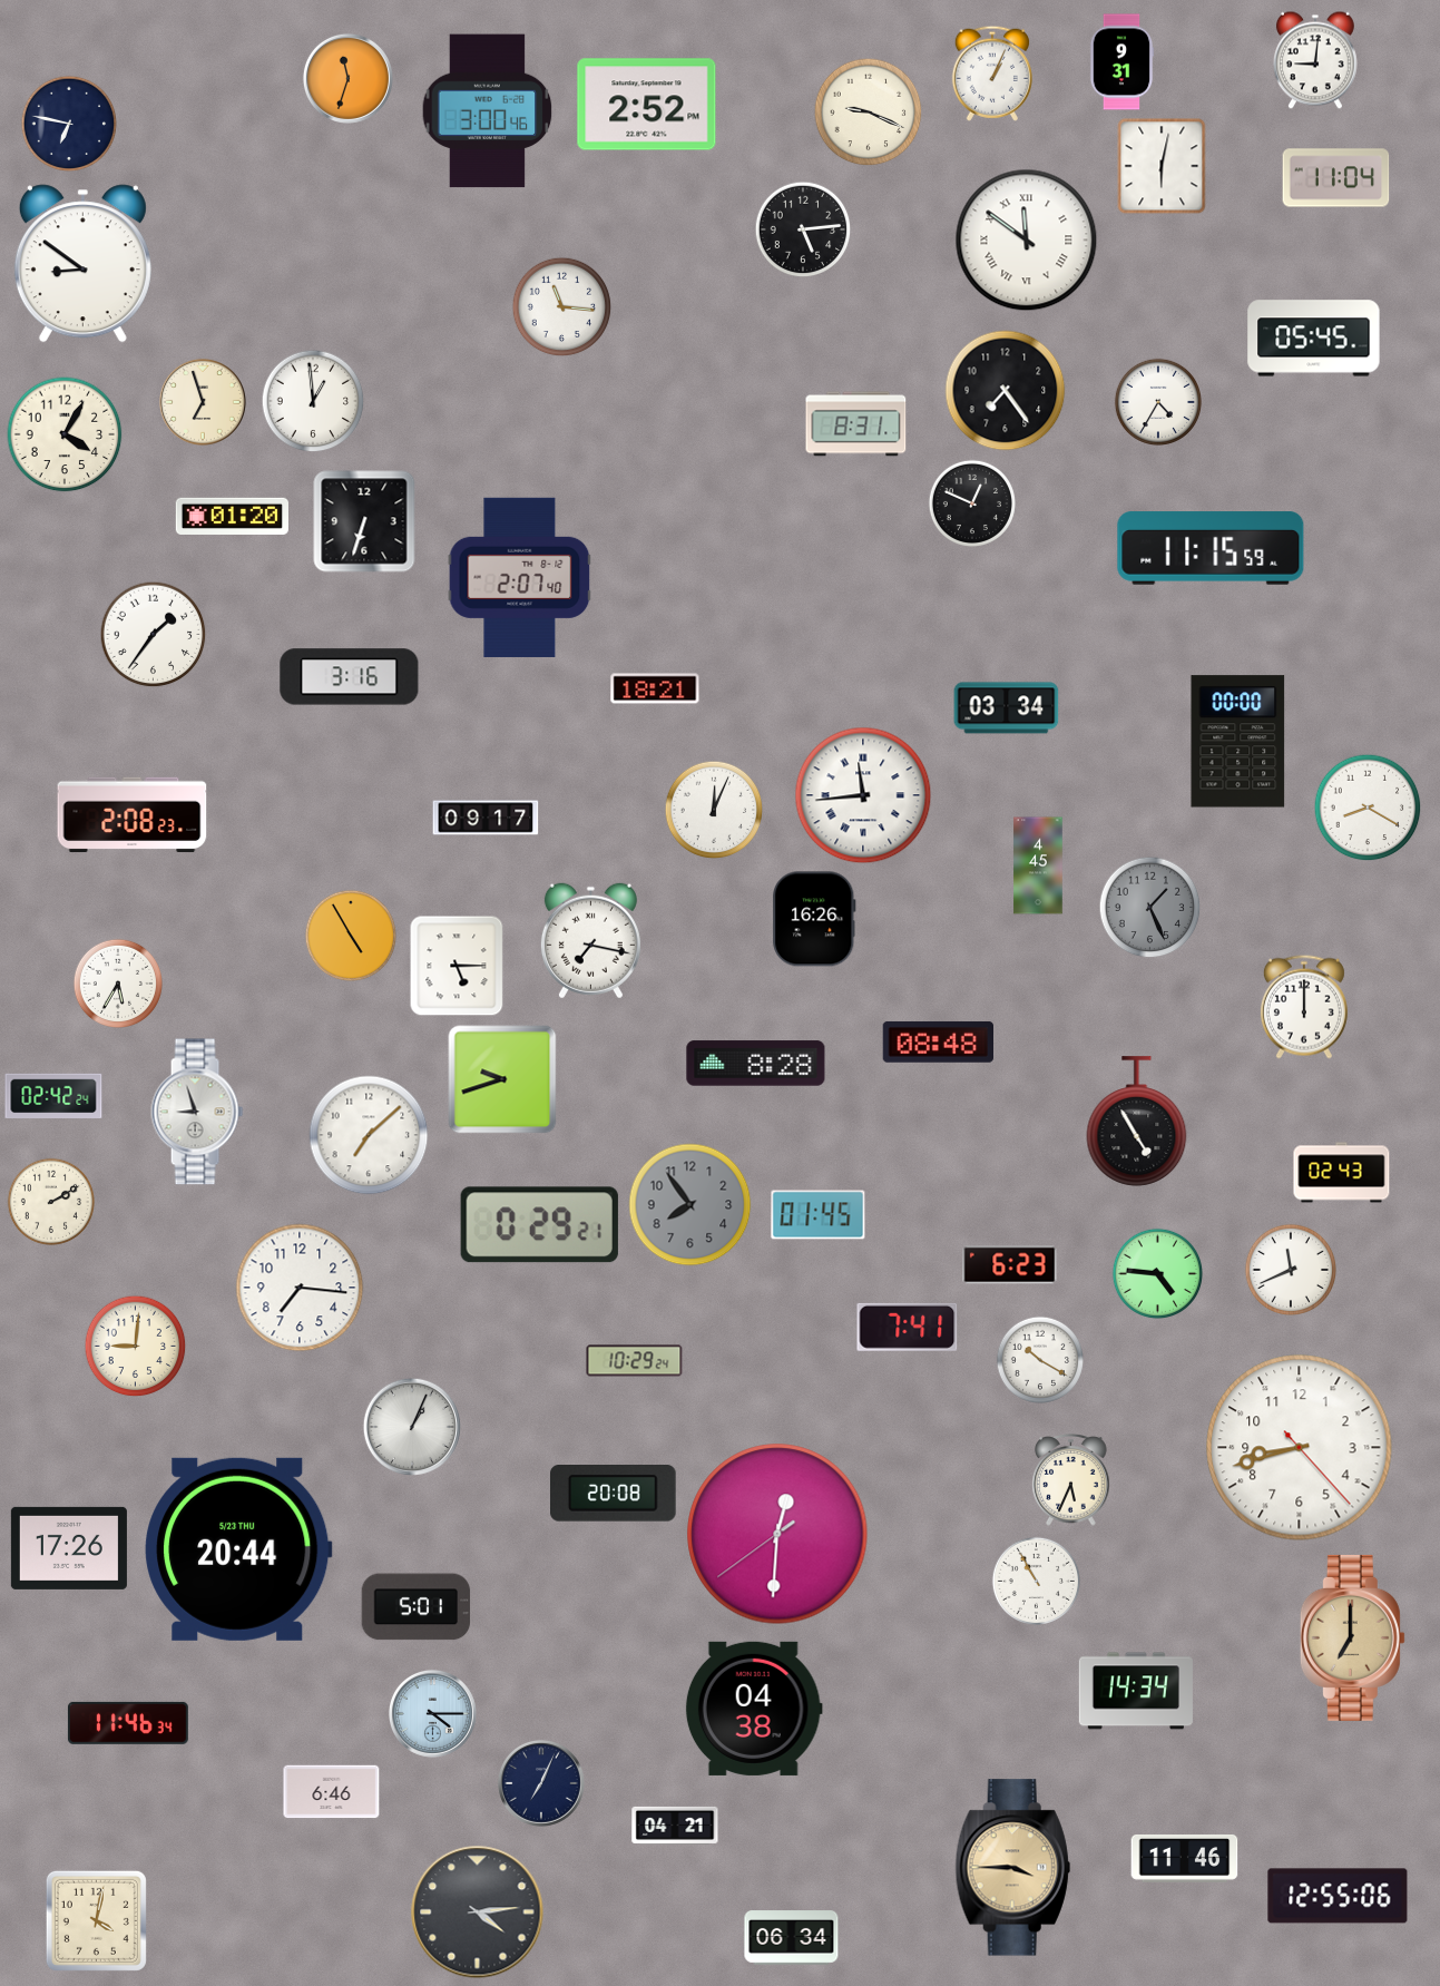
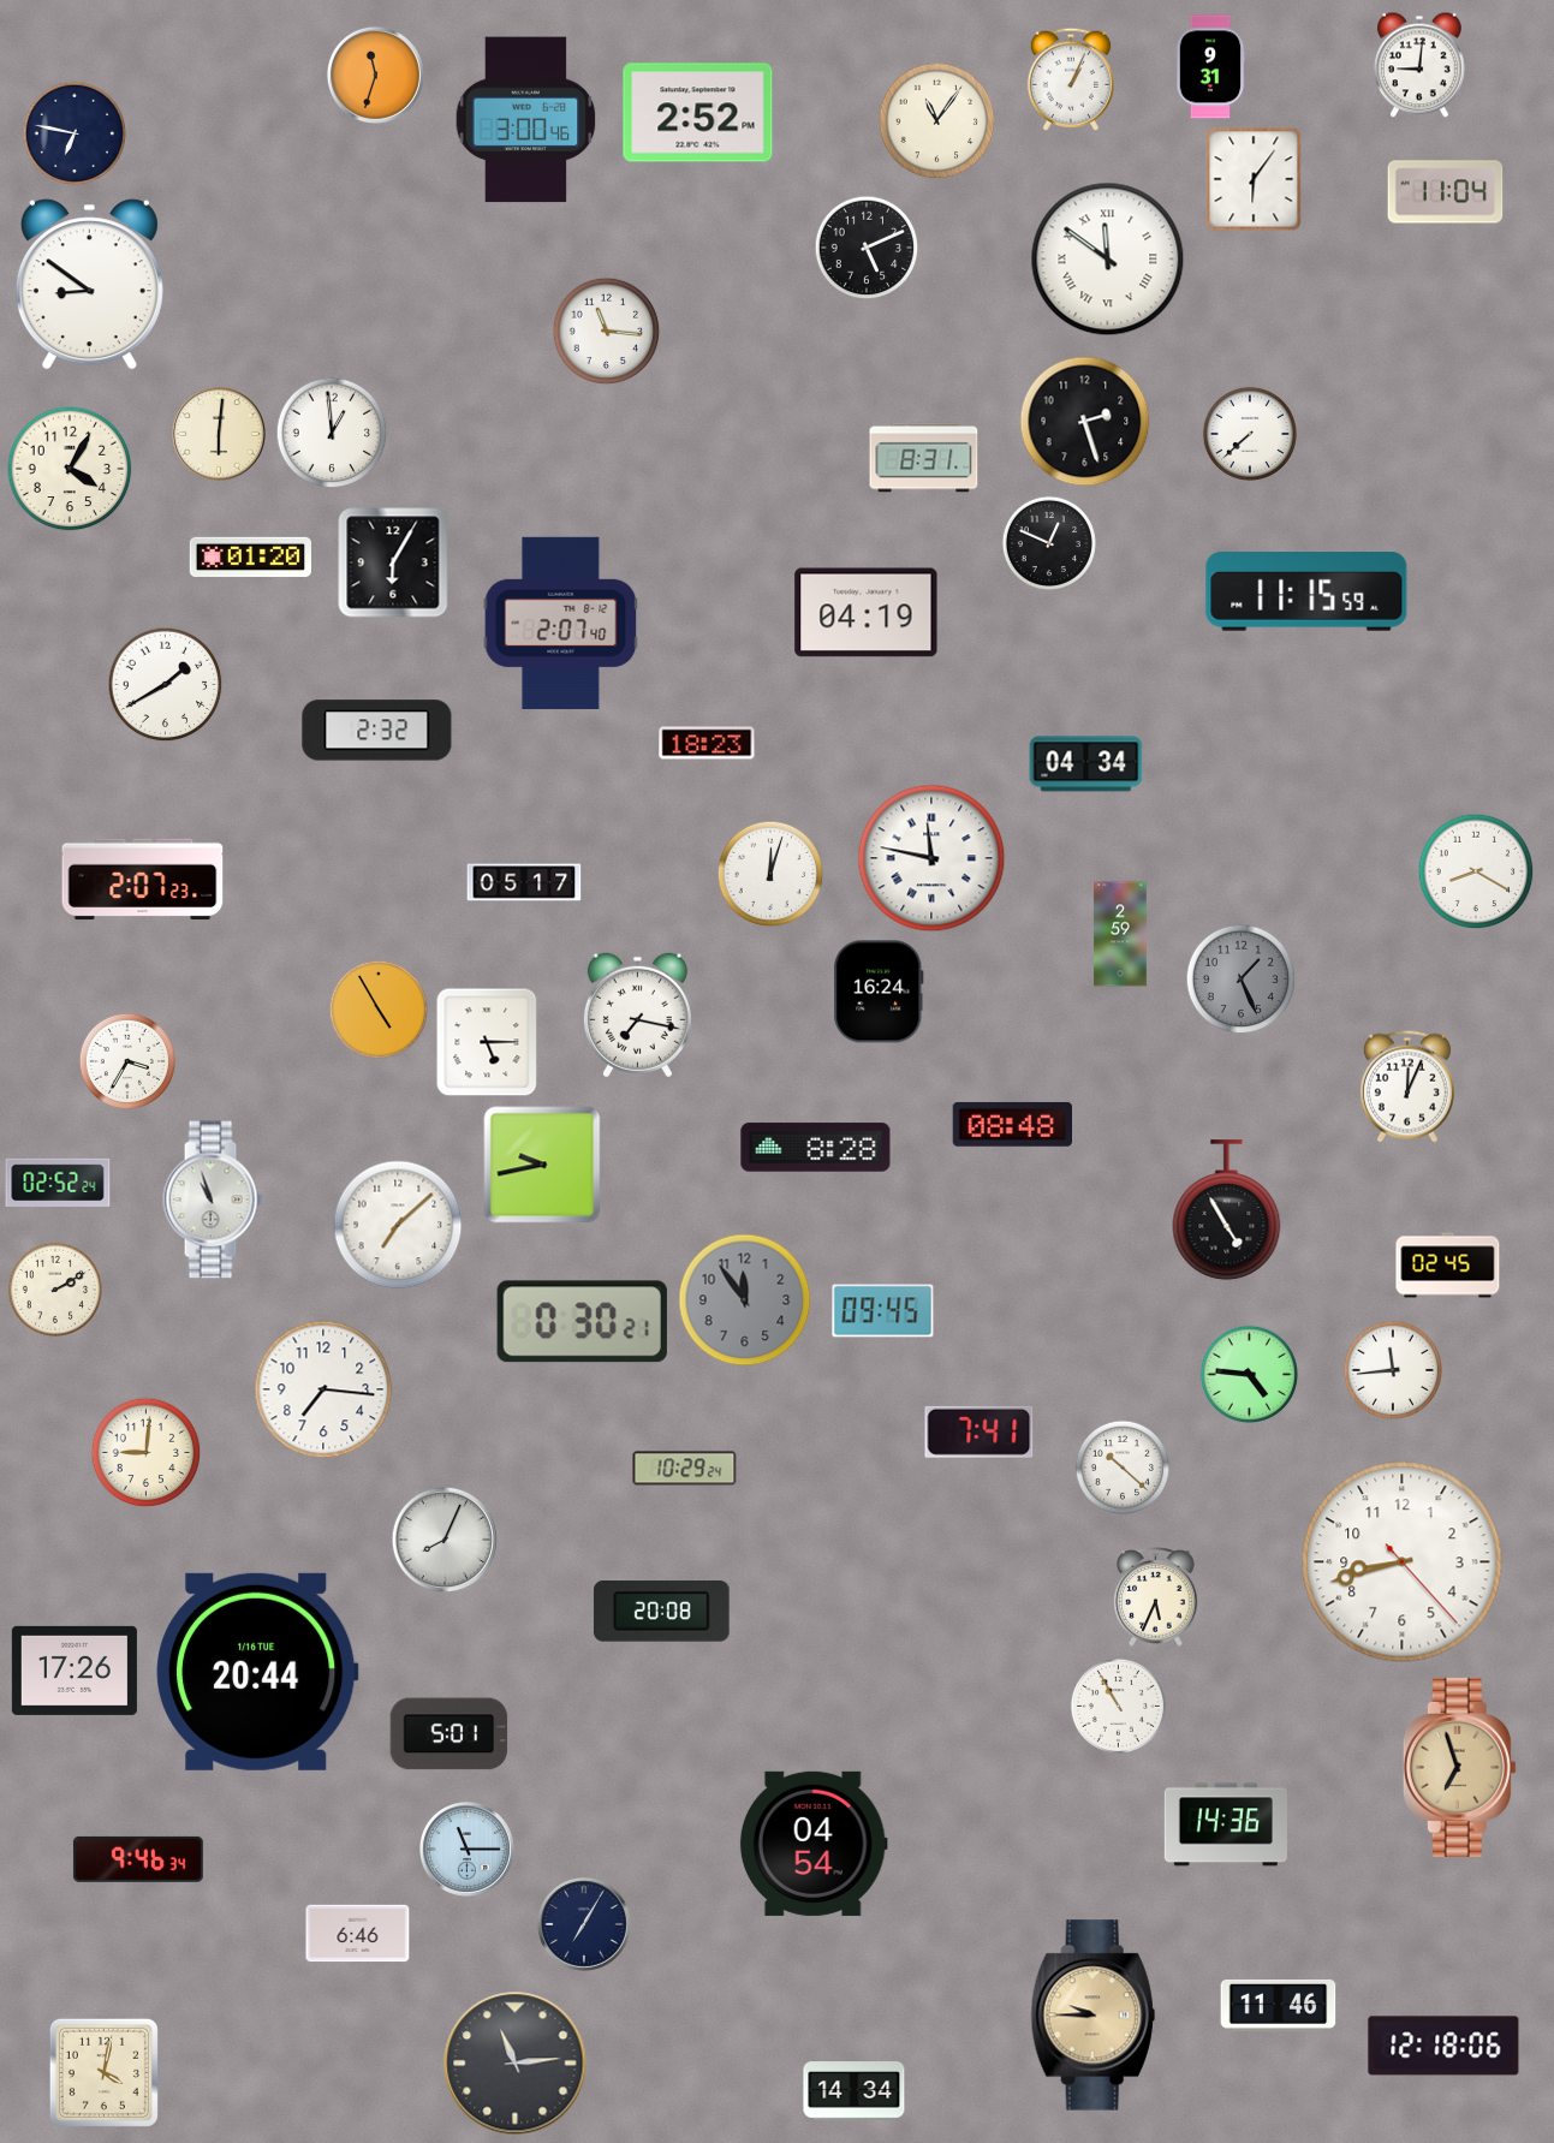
clock at (347, 78) position: (347, 78) -> (375, 75)
clock at (868, 111): 9:19 -> 11:06
clock at (1162, 166): 6:02 -> 6:06
clock at (1336, 178) position: (1336, 178) -> (1446, 192)
clock at (803, 229): 5:14 -> 5:11
clock at (1314, 339): 05:45 -> none
clock at (1006, 391): 7:24 -> 2:27
clock at (313, 401) position: (313, 401) -> (332, 433)
clock at (203, 402): 6:57 -> 6:01
clock at (1158, 402): 4:35 -> 7:38
clock at (364, 521): 6:33 -> 6:05
clock at (867, 613): none -> 04:19
clock at (153, 634): 1:36 -> 1:40
clock at (350, 677): 3:16 -> 2:32
clock at (655, 688): 18:21 -> 18:23
clock at (1007, 708): 03:34 -> 04:34
clock at (1238, 742): 00:00 -> none
clock at (863, 795): 11:44 -> 11:47
clock at (714, 810): 12:04 -> 12:03
clock at (133, 815): 2:08 -> 2:07
clock at (486, 818): 09:17 -> 05:17
clock at (1038, 865): 4:45 -> 2:59
clock at (814, 919): 16:26 -> 16:24
clock at (457, 966) position: (457, 966) -> (487, 1042)
clock at (117, 982): 5:35 -> 3:35
clock at (1304, 1007): 12:00 -> 12:04
clock at (502, 1079): 9:42 -> 9:43
clock at (53, 1096): 02:42 -> 02:52
clock at (197, 1112): 8:57 -> 10:57
clock at (1342, 1173): 02:43 -> 02:45
clock at (51, 1202) position: (51, 1202) -> (55, 1290)
clock at (690, 1205): 7:54 -> 11:54
clock at (819, 1215): 01:45 -> 09:45
clock at (539, 1225): 0:29 -> 0:30
clock at (1010, 1265): 6:23 -> none
clock at (1290, 1269): 11:41 -> 11:44
clock at (1040, 1360): 10:20 -> 10:22
clock at (412, 1427): 1:04 -> 8:04
clock at (777, 1534): 12:30 -> none
clock at (238, 1549) date: 5/23 THU -> 1/16 TUE
clock at (1352, 1637): 7:00 -> 6:57
clock at (1136, 1691): 14:34 -> 14:36
clock at (754, 1709): 04:38 -> 04:54
clock at (432, 1713): 4:15 -> 11:15
clock at (128, 1723): 11:46 -> 9:46
clock at (541, 1783): 7:04 -> 7:05
clock at (675, 1826): 04:21 -> none
clock at (1012, 1868): 3:45 -> 9:45
clock at (1338, 1896): 12:55 -> 12:18
clock at (478, 1912): 4:14 -> 11:14
clock at (792, 1938): 06:34 -> 14:34
